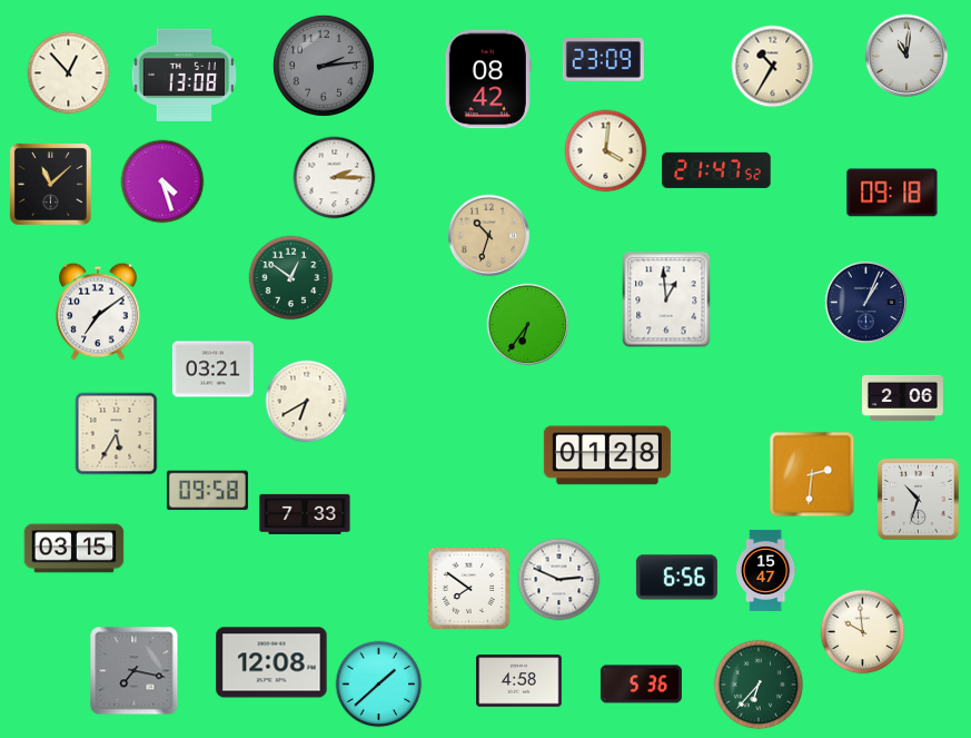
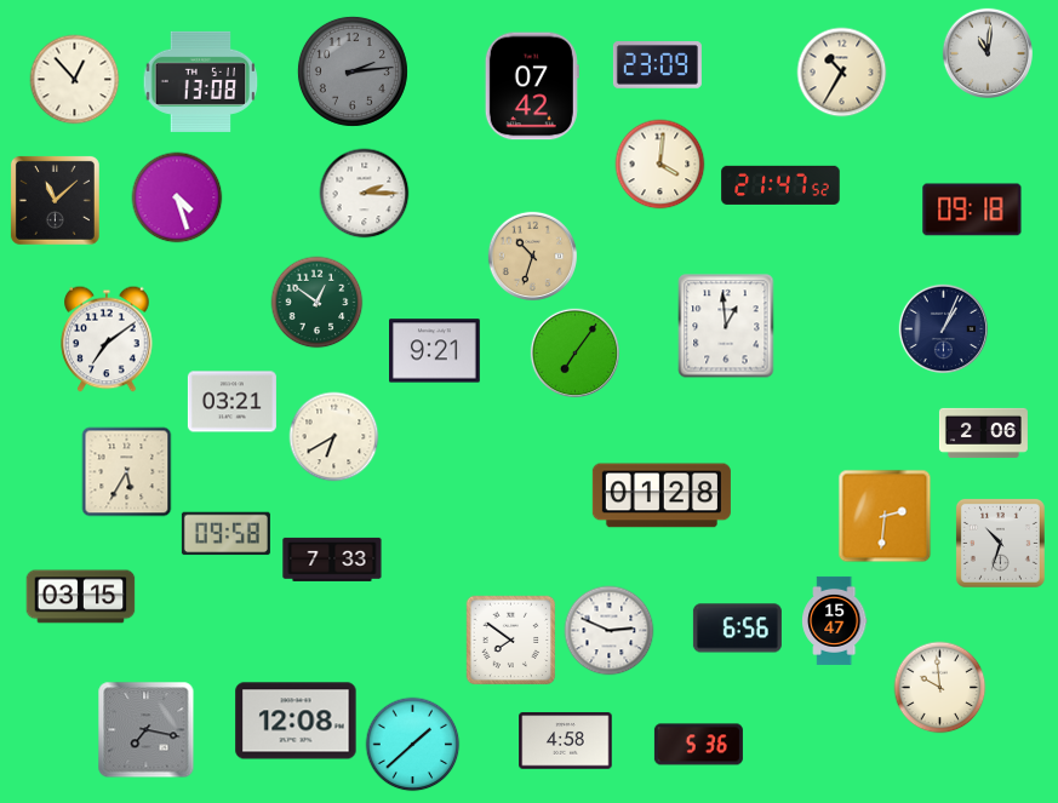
clock at (905, 55) position: (905, 55) -> (986, 52)
clock at (488, 79): 08:42 -> 07:42
clock at (435, 351): none -> 9:21
clock at (527, 324): 6:36 -> 7:06
clock at (759, 685): 6:37 -> none
